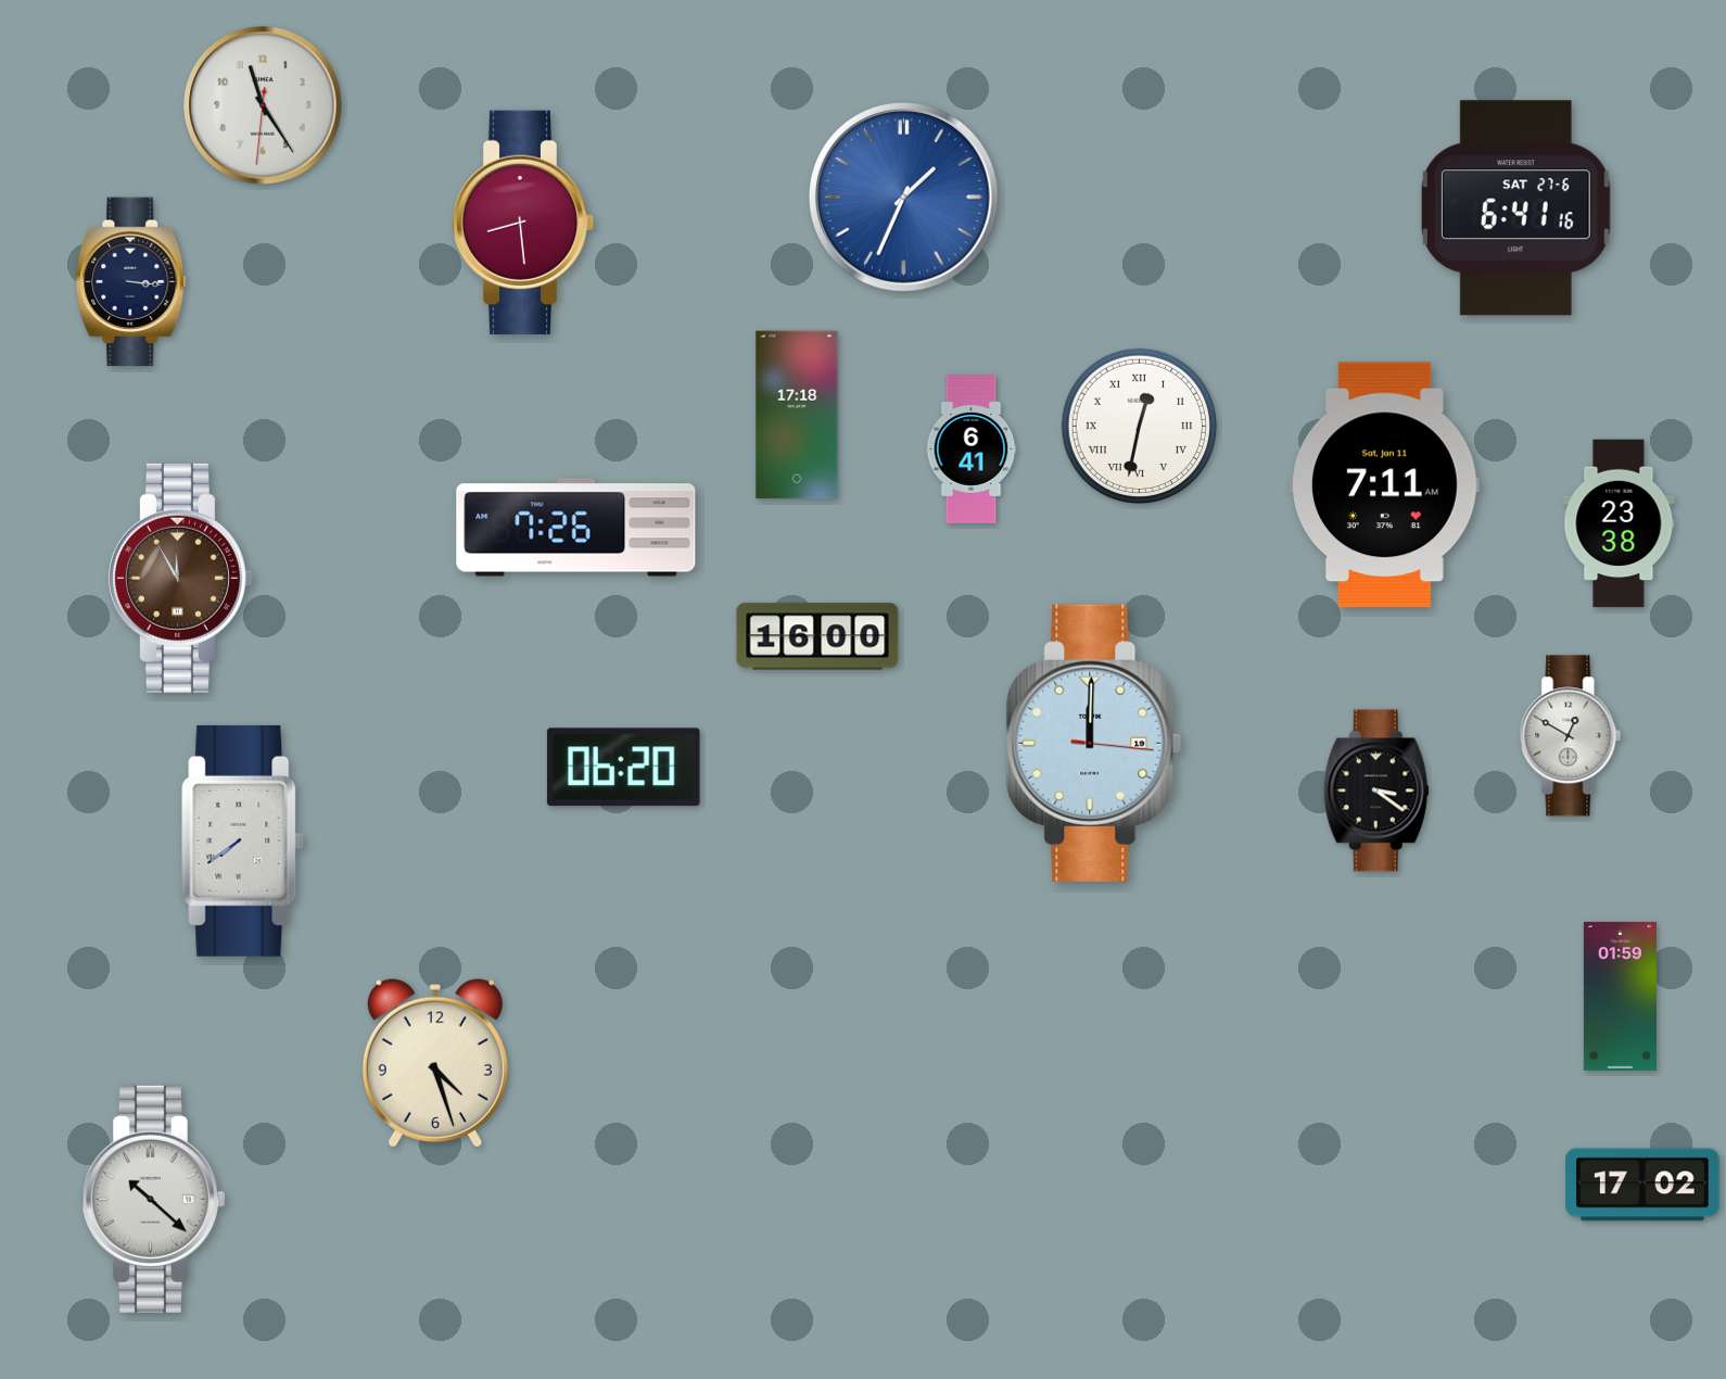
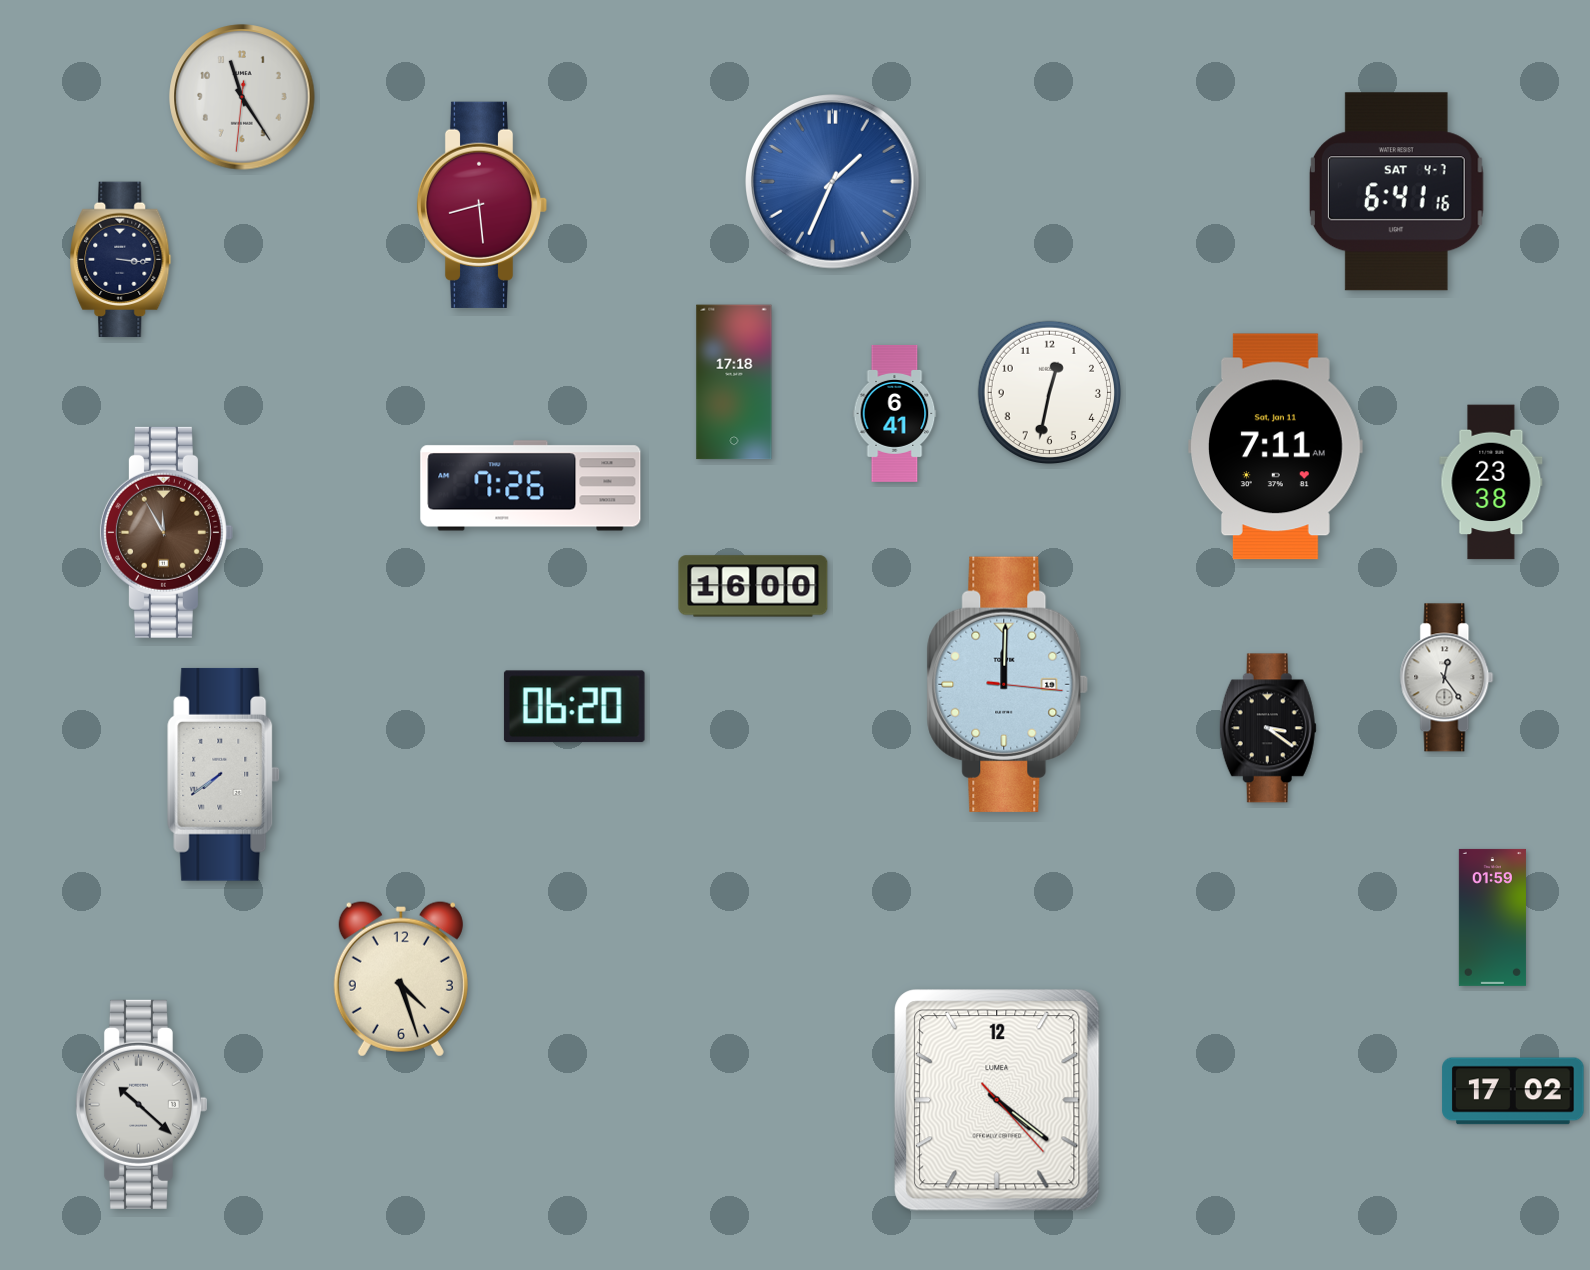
clock at (1515, 208) date: SAT 27-6 -> SAT 4-7
clock at (1139, 426) numerals: Roman -> Arabic
clock at (1571, 736): 12:50 -> 12:24
clock at (997, 1100): none -> 4:21
